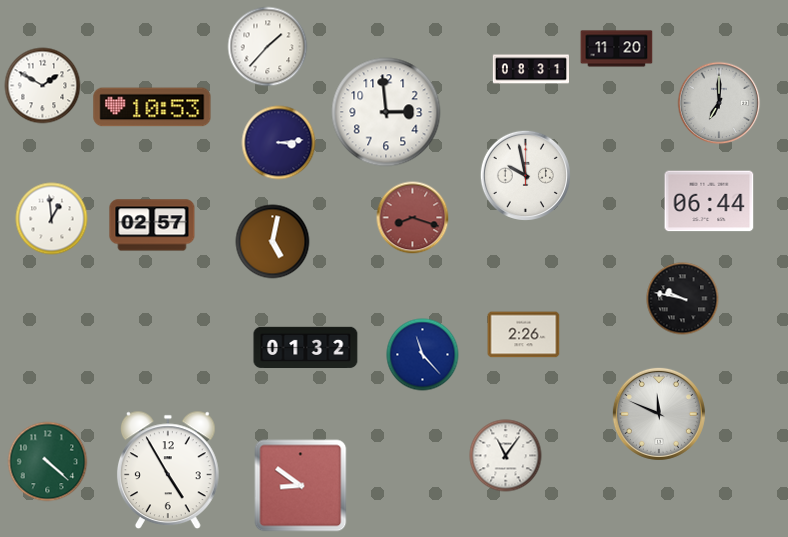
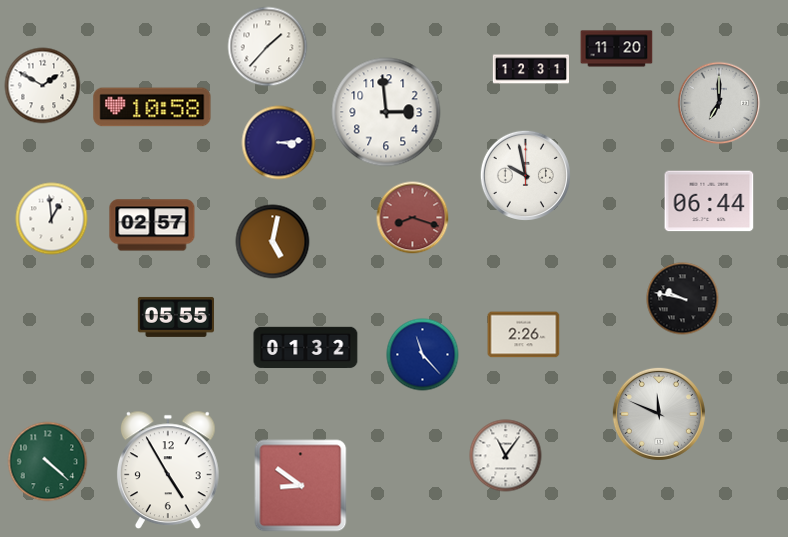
clock at (530, 69): 08:31 -> 12:31
clock at (152, 107): 10:53 -> 10:58
clock at (176, 317): none -> 05:55
